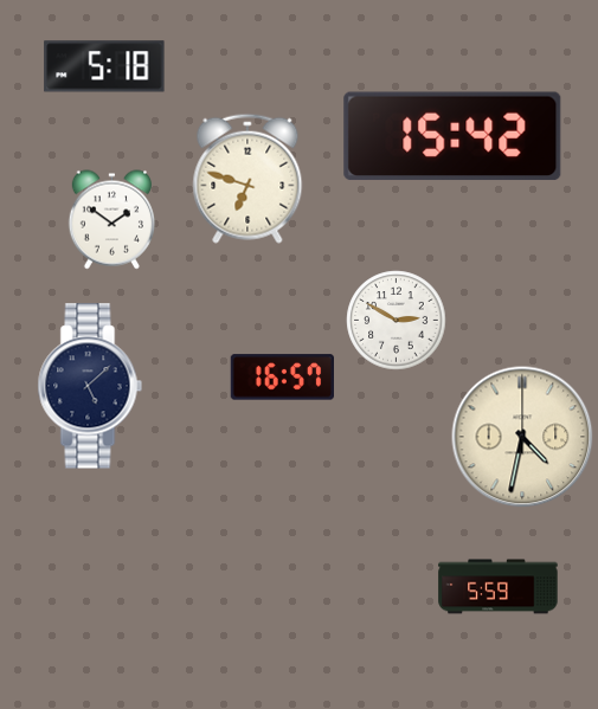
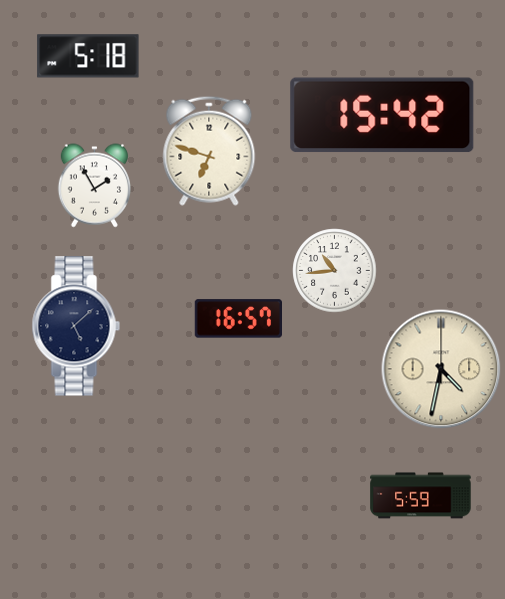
clock at (111, 220): 1:51 -> 1:55
clock at (397, 321): 2:50 -> 10:44
